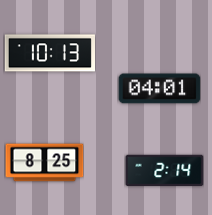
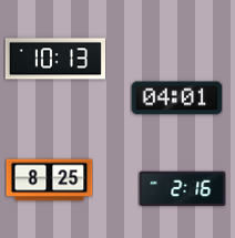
clock at (164, 171): 2:14 -> 2:16
